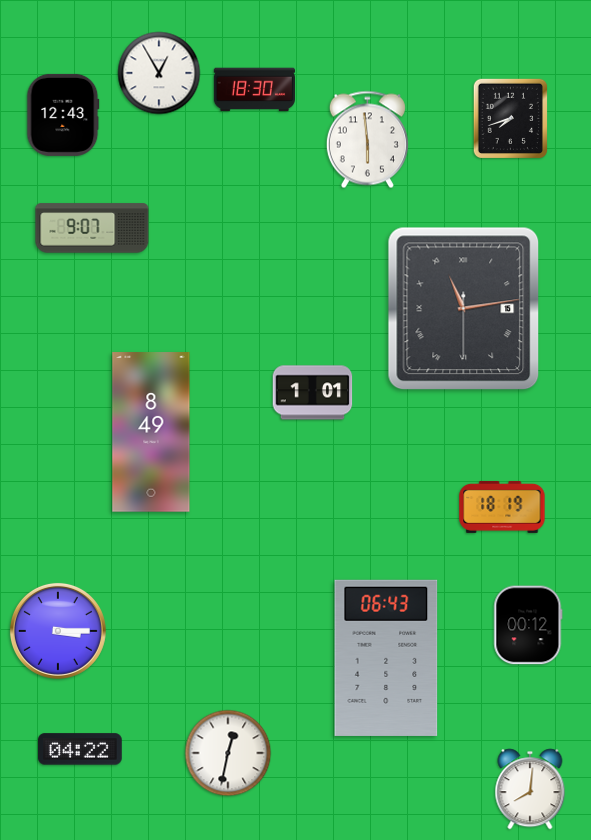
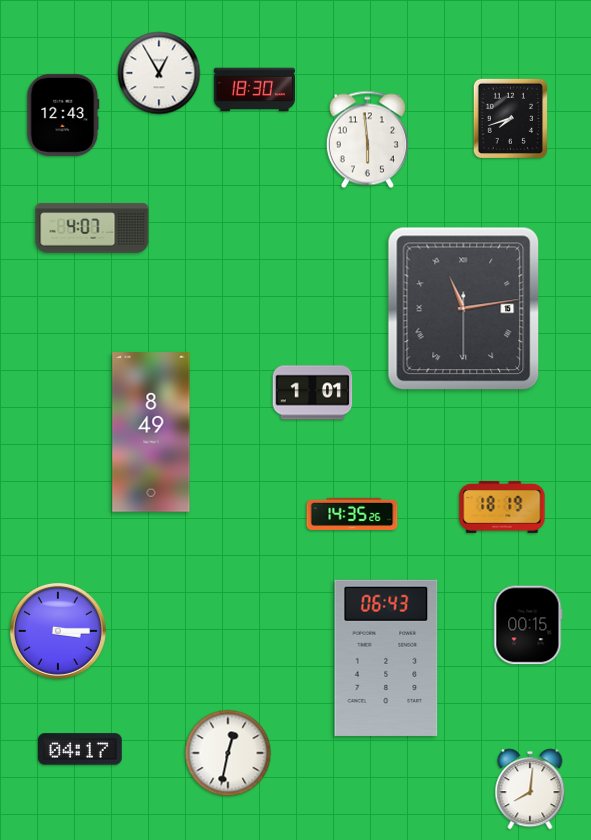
clock at (92, 228): 9:07 -> 4:07
clock at (352, 514): none -> 14:35
clock at (528, 625): 00:12 -> 00:15
clock at (80, 749): 04:22 -> 04:17
